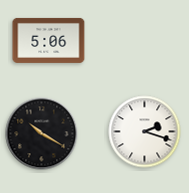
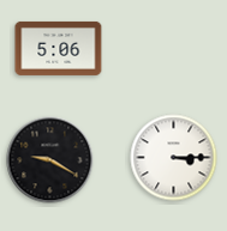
clock at (145, 132): 2:18 -> 3:15
clock at (42, 134): 10:20 -> 9:20
